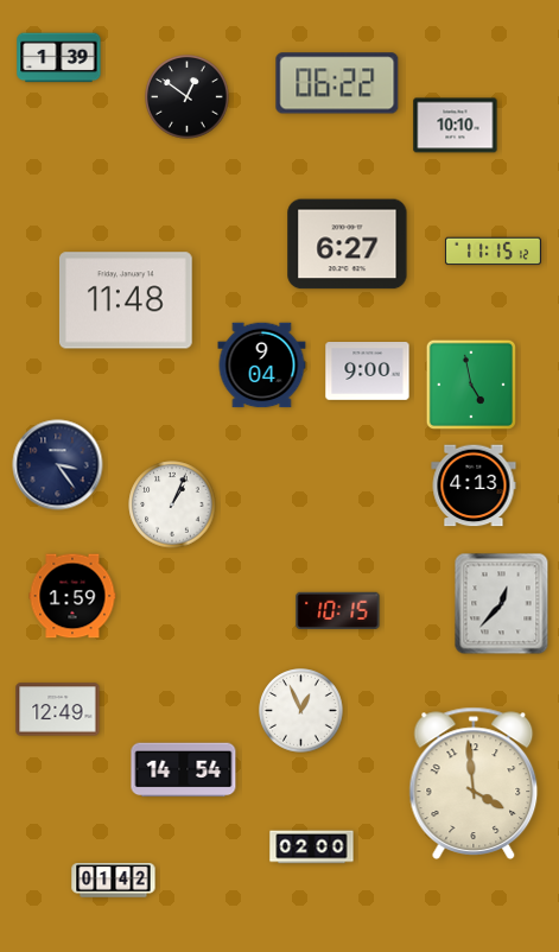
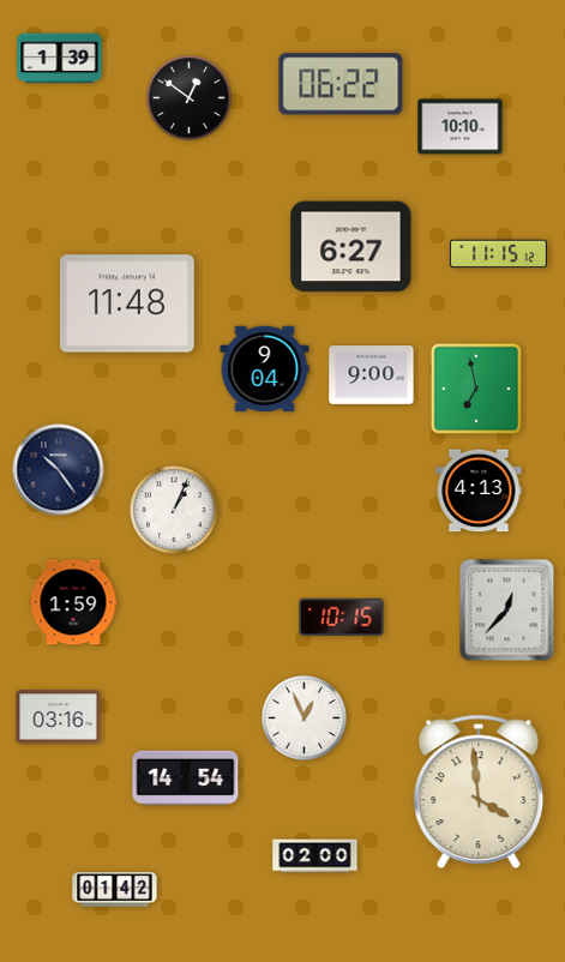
clock at (470, 383): 4:58 -> 6:58
clock at (58, 465): 3:24 -> 10:24
clock at (58, 710): 12:49 -> 03:16
